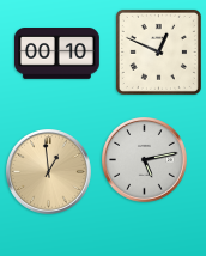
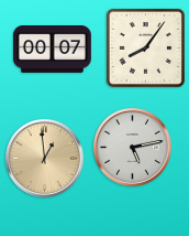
clock at (158, 51): 12:49 -> 8:06
clock at (57, 54): 00:10 -> 00:07
